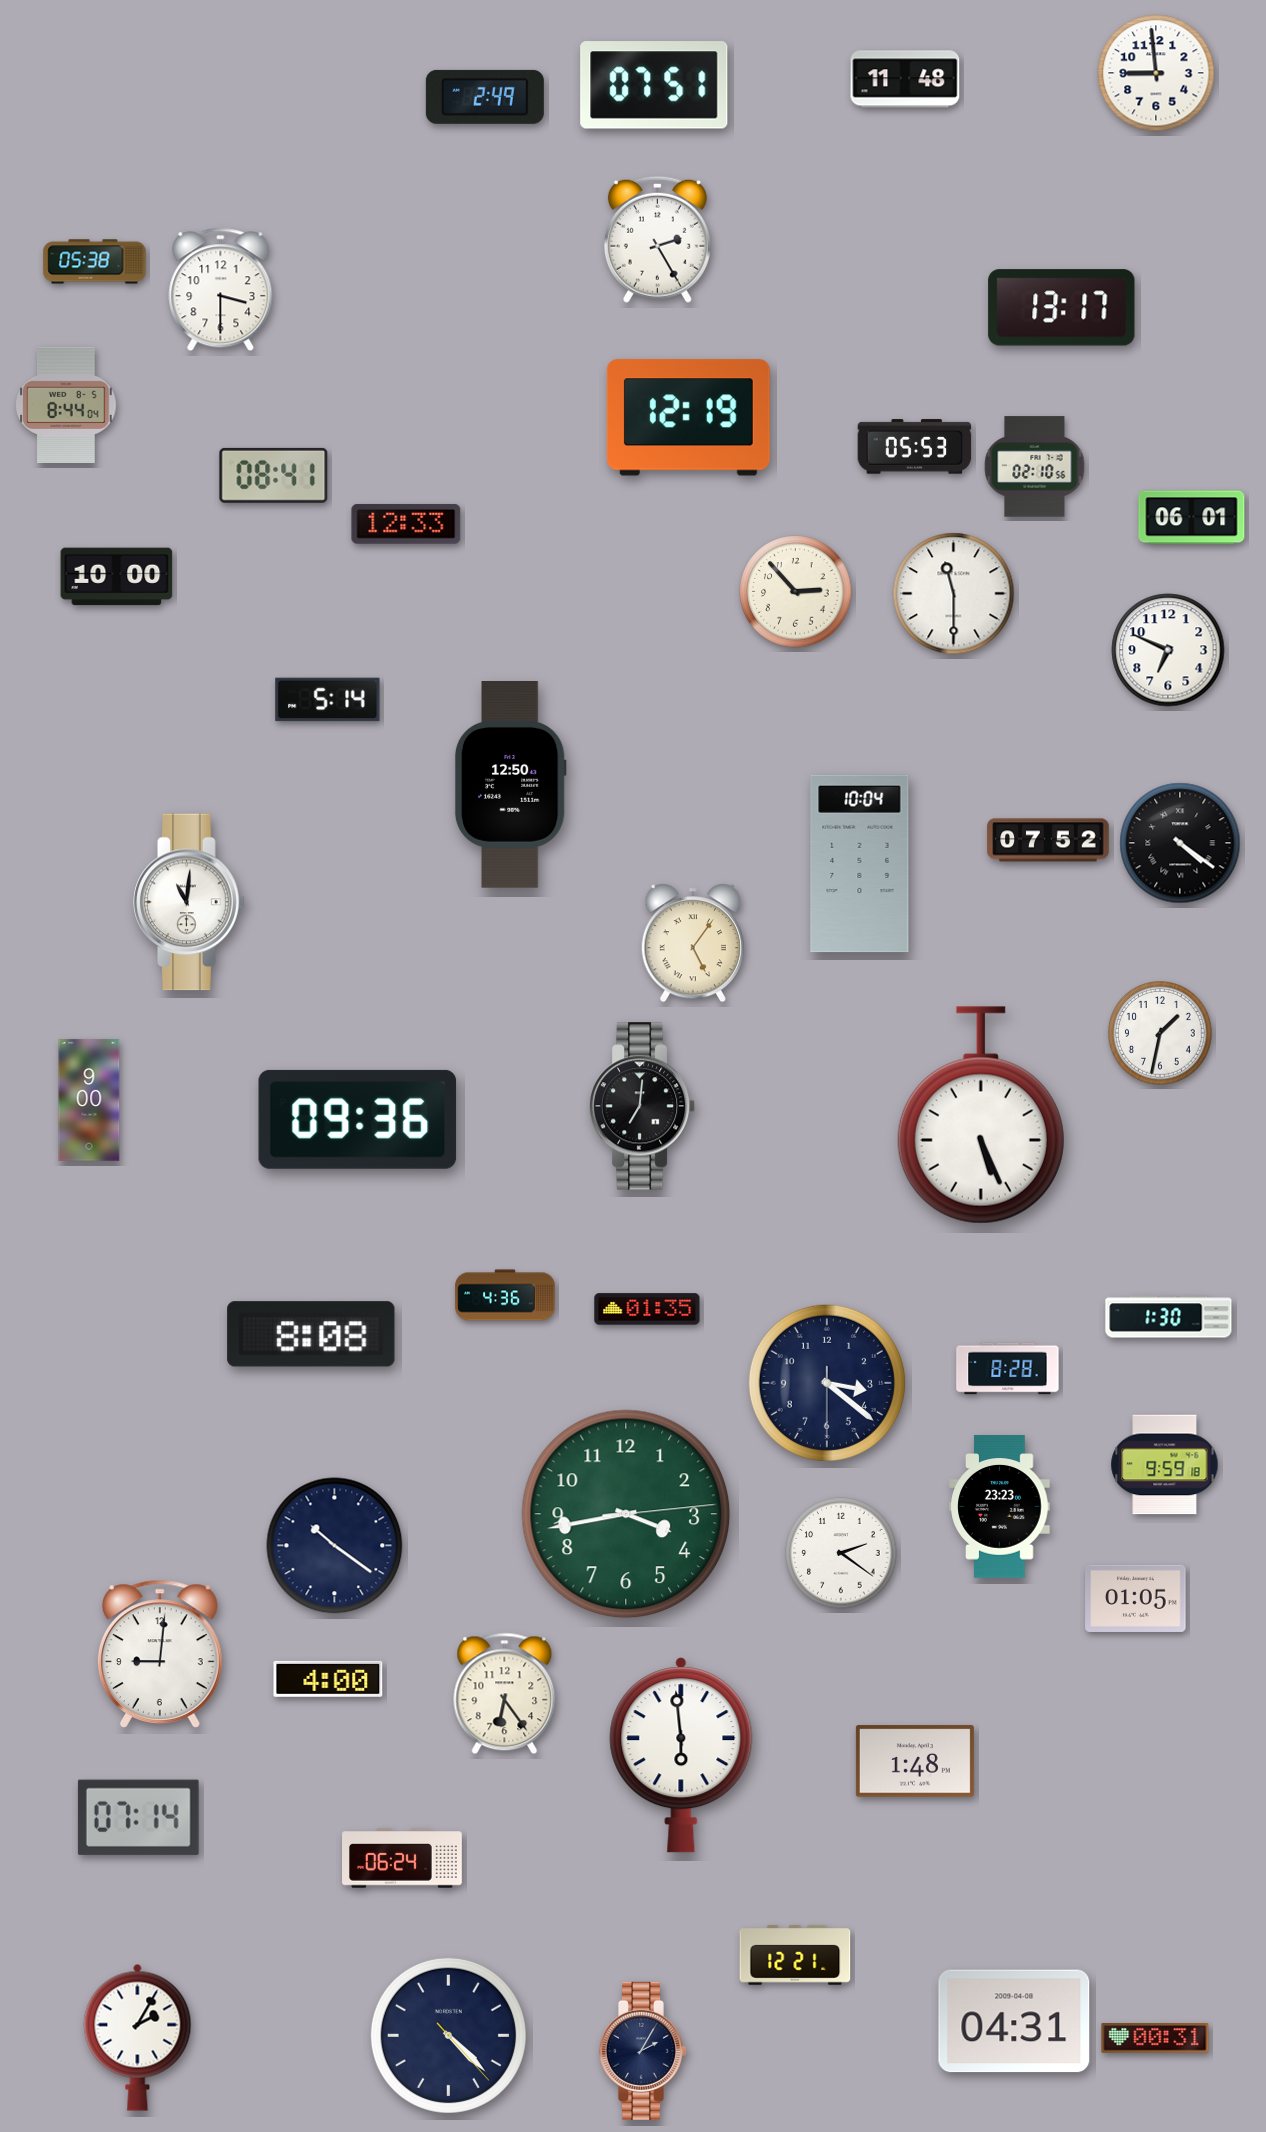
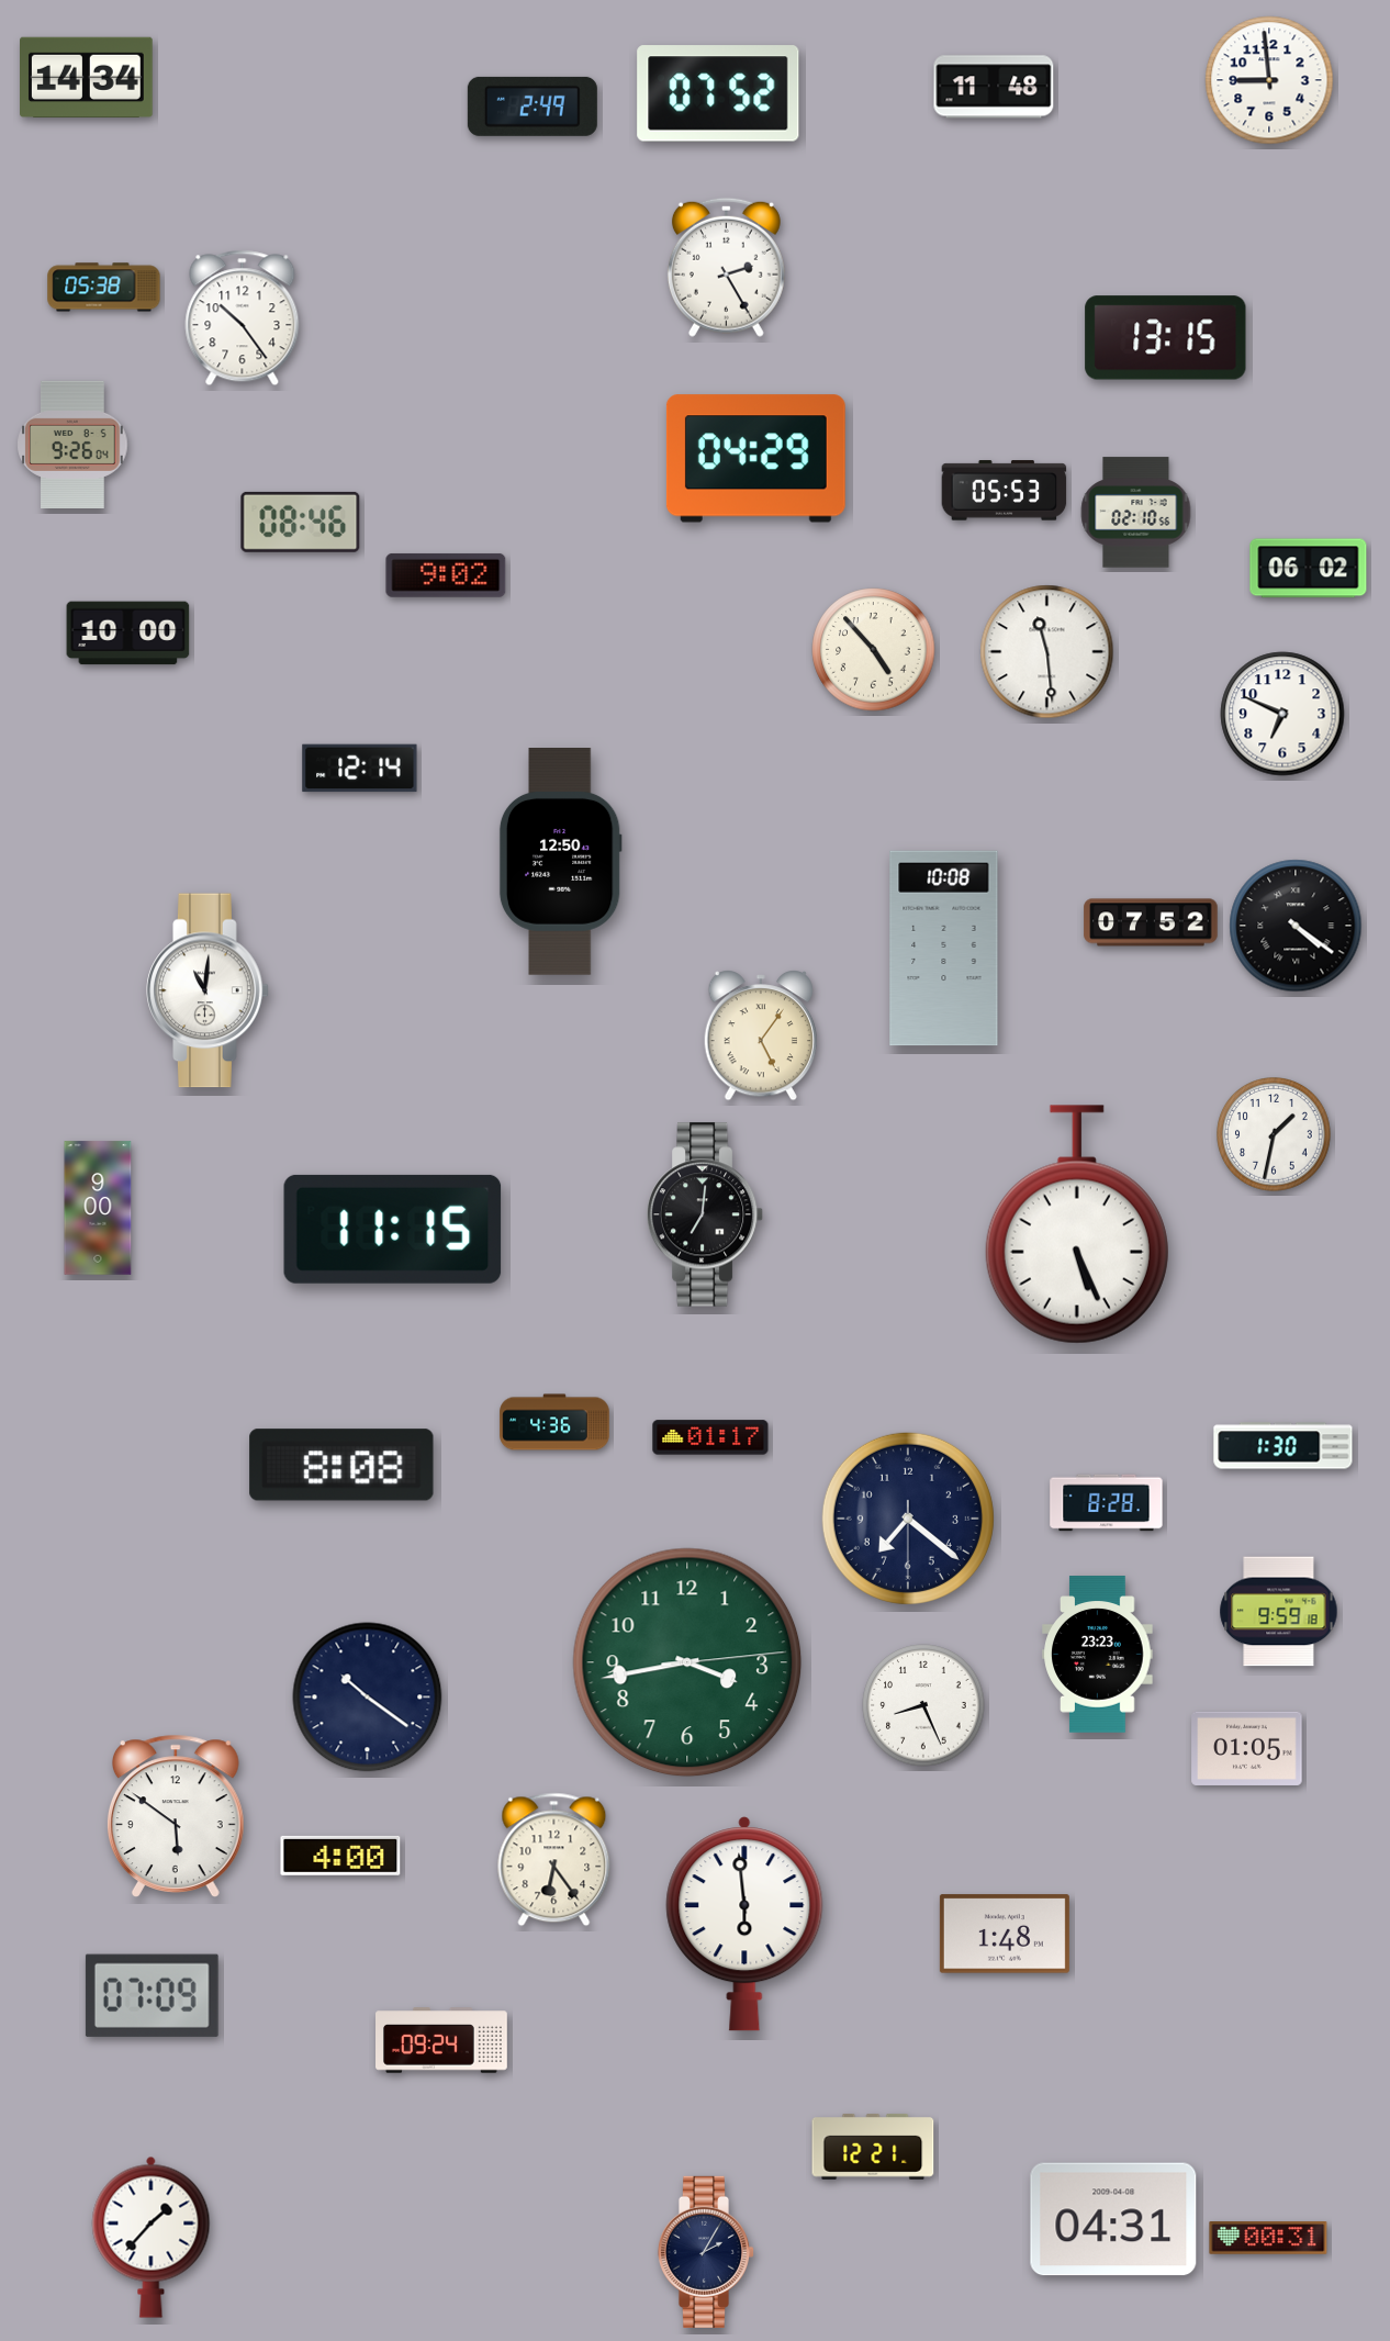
clock at (87, 78): none -> 14:34
clock at (654, 85): 07:51 -> 07:52
clock at (657, 239) position: (657, 239) -> (726, 267)
clock at (221, 290): 3:30 -> 10:24
clock at (1062, 308): 13:17 -> 13:15
clock at (66, 405): 8:44 -> 9:26
clock at (688, 418): 12:19 -> 04:29
clock at (274, 475): 08:41 -> 08:46
clock at (1192, 518): 06:01 -> 06:02
clock at (406, 524): 12:33 -> 9:02
clock at (796, 592): 2:53 -> 4:53
clock at (954, 594): 11:30 -> 11:29
clock at (328, 700): 5:14 -> 12:14
clock at (860, 864): 10:04 -> 10:08
clock at (358, 1119): 09:36 -> 11:15
clock at (647, 1309): 01:35 -> 01:17
clock at (827, 1383): 3:21 -> 7:21
clock at (1165, 1465) position: (1165, 1465) -> (1279, 1612)
clock at (841, 1553): 2:21 -> 8:26
clock at (1136, 1598) position: (1136, 1598) -> (1247, 1748)
clock at (160, 1654): 9:01 -> 5:51
clock at (328, 1679) position: (328, 1679) -> (340, 1856)
clock at (681, 1755) position: (681, 1755) -> (744, 1924)
clock at (138, 1817): 07:14 -> 07:09
clock at (403, 1858): 06:24 -> 09:24
clock at (448, 2035): 4:22 -> none
clock at (138, 2037): 2:05 -> 1:37
